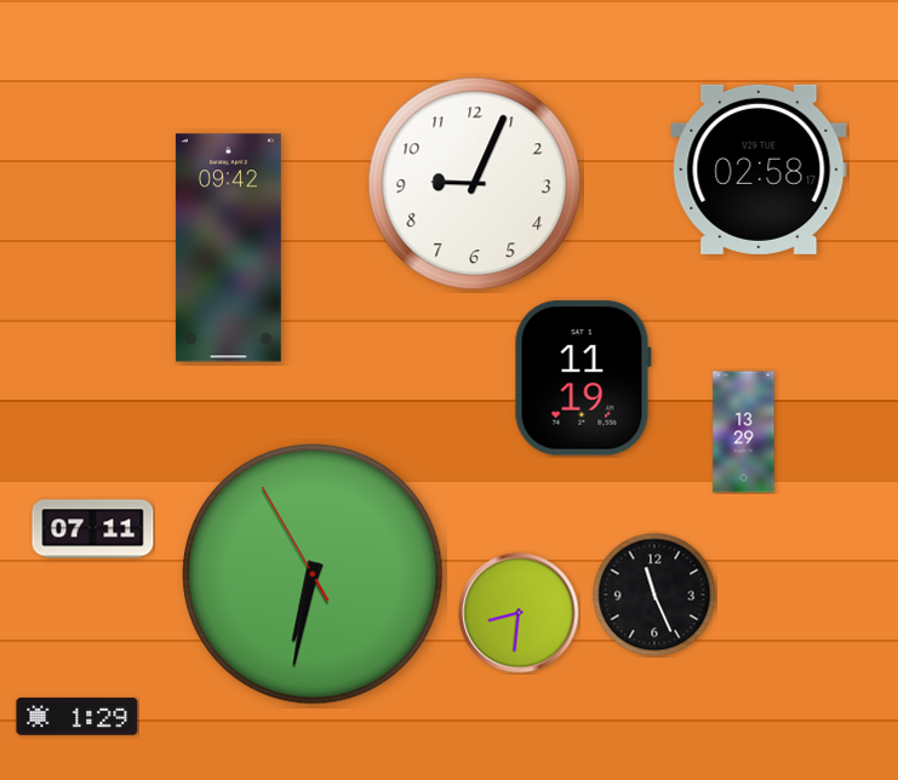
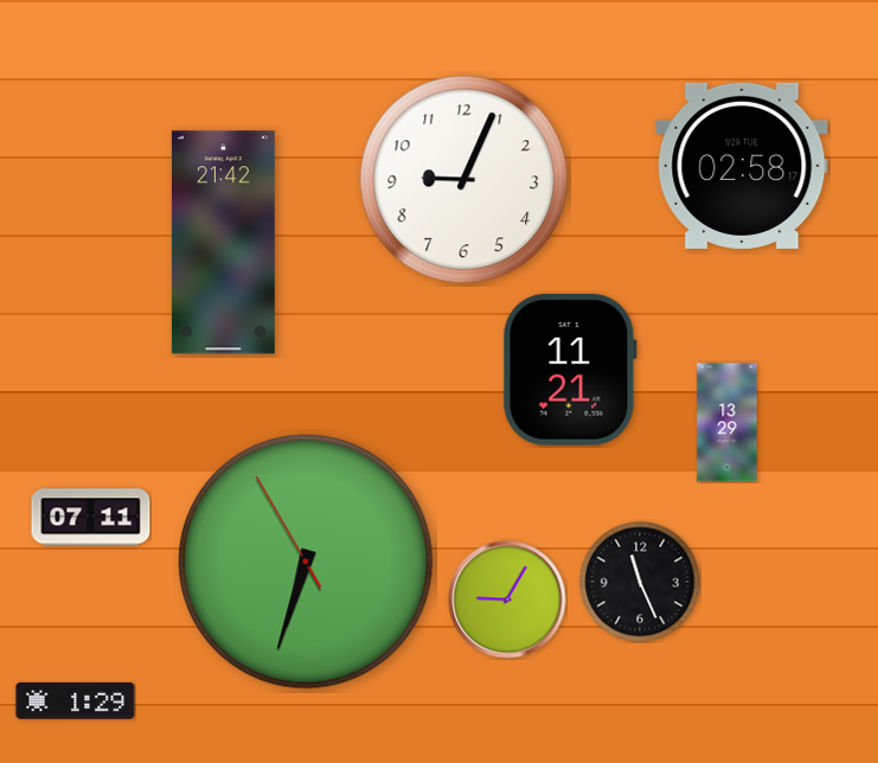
clock at (228, 248): 09:42 -> 21:42
clock at (583, 378): 11:19 -> 11:21
clock at (313, 574): 6:31 -> 6:32
clock at (519, 613): 8:31 -> 9:05
